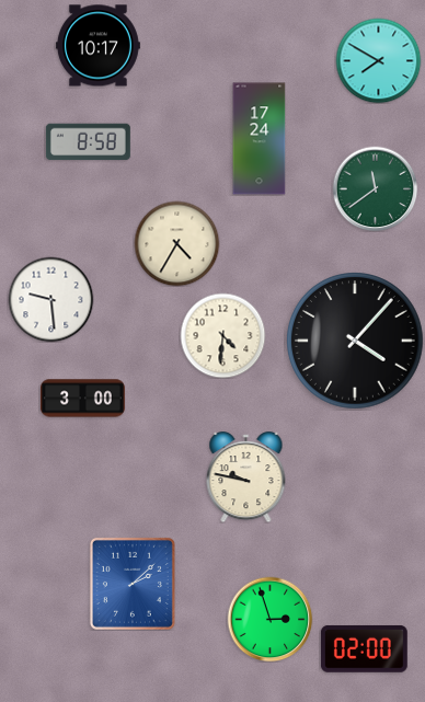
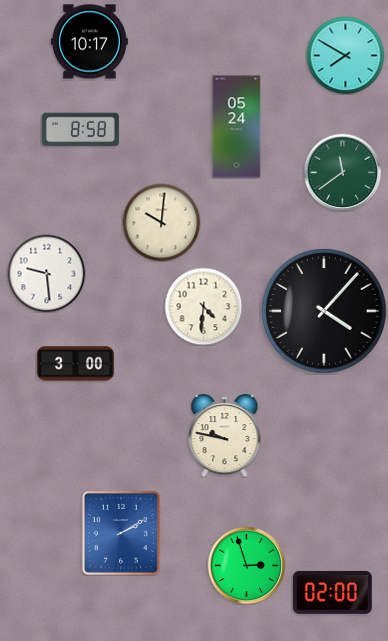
clock at (260, 139): 17:24 -> 05:24
clock at (176, 243): 4:35 -> 10:01
clock at (133, 584): 2:08 -> 2:10
